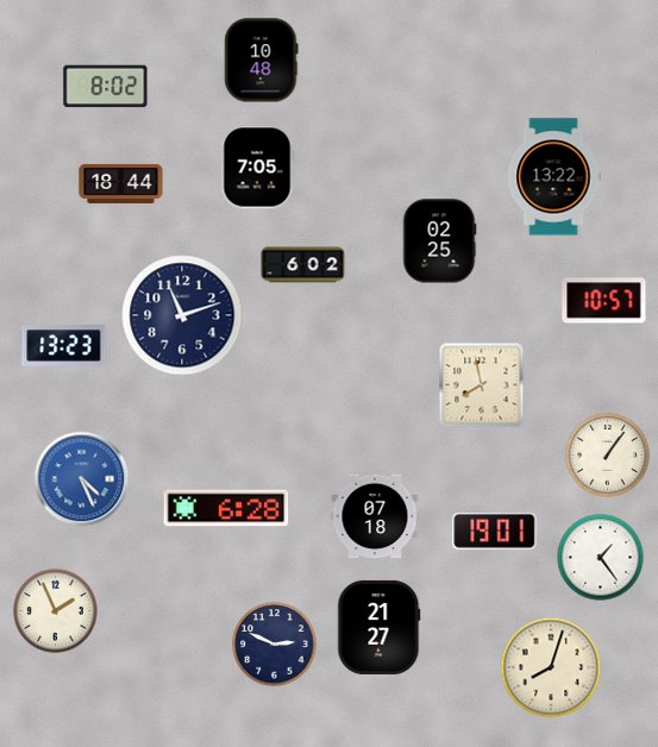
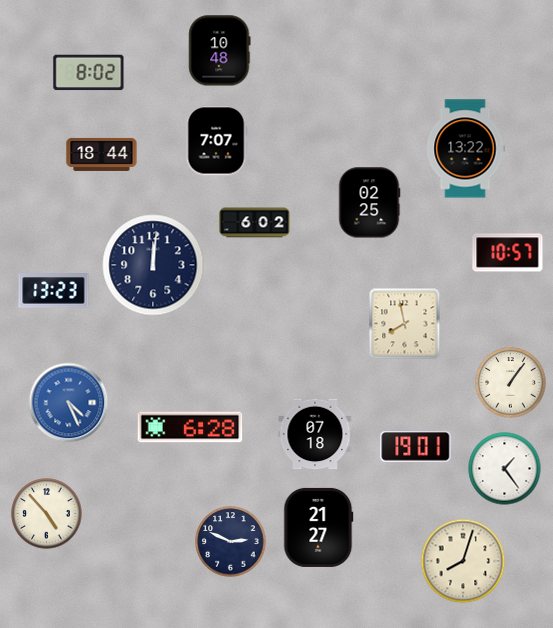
clock at (257, 168): 7:05 -> 7:07
clock at (182, 315): 11:12 -> 12:01
clock at (56, 611): 1:56 -> 4:53
